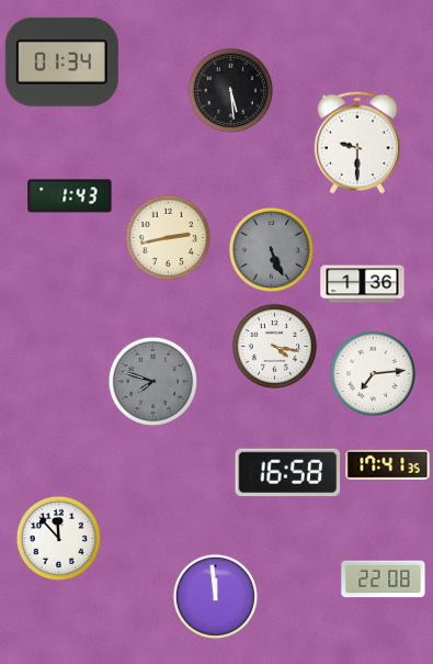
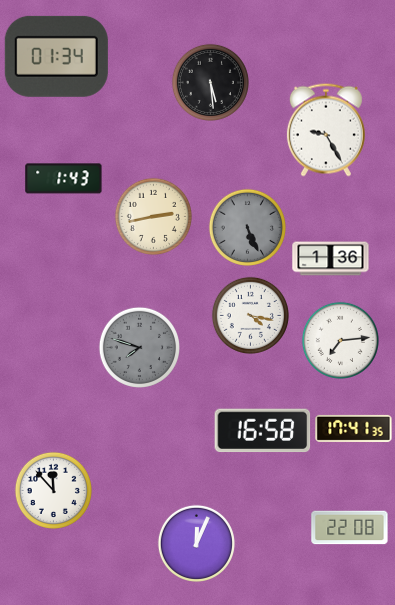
clock at (357, 143): 9:30 -> 9:25
clock at (388, 464) position: (388, 464) -> (354, 428)
clock at (215, 596): 11:59 -> 12:04
